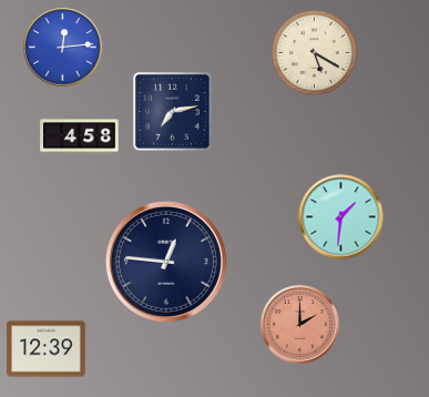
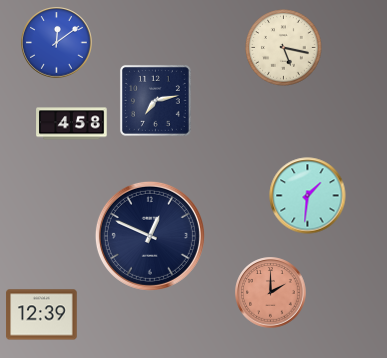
clock at (63, 48): 12:14 -> 12:09
clock at (315, 53): 5:20 -> 5:17
clock at (166, 262): 12:46 -> 12:49
